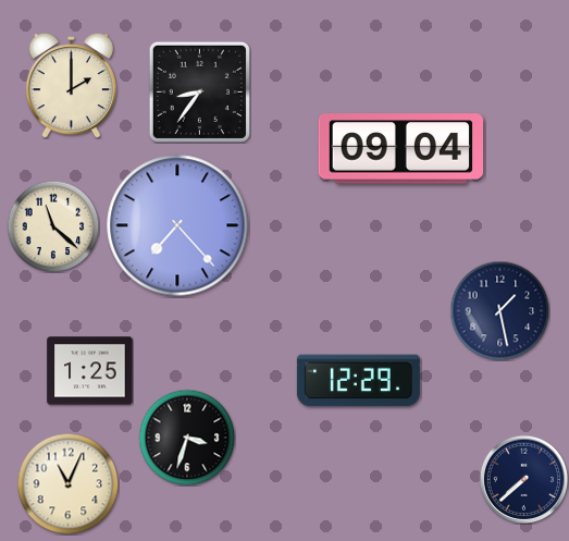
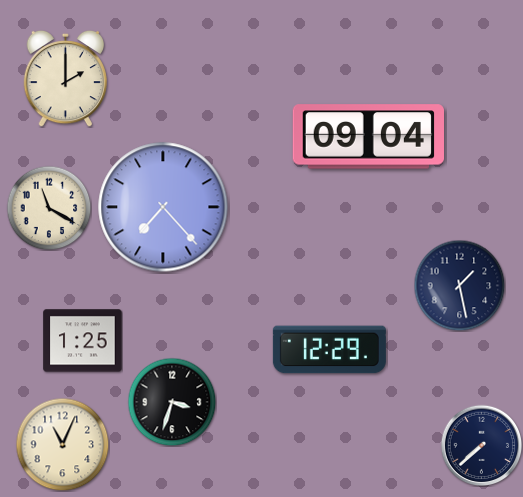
clock at (199, 91): 8:36 -> none
clock at (53, 226): 11:22 -> 11:20
clock at (523, 479) position: (523, 479) -> (481, 445)
